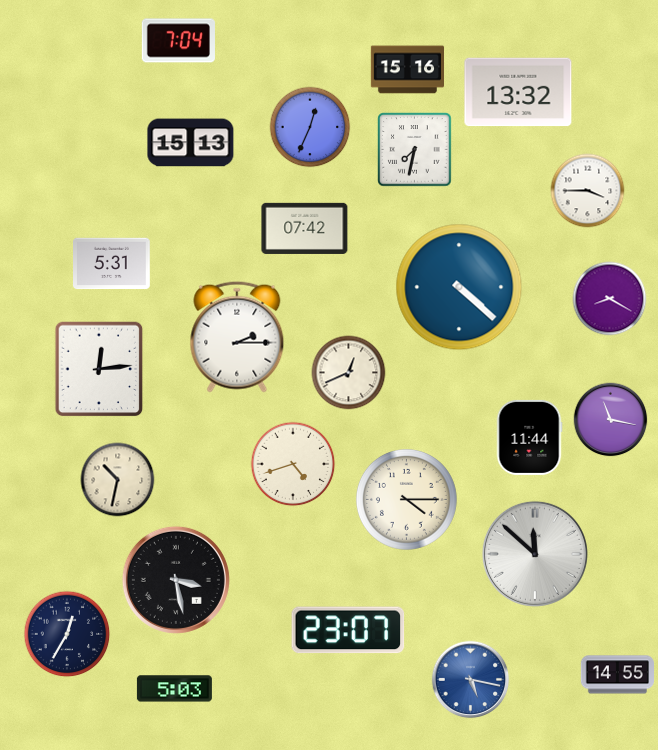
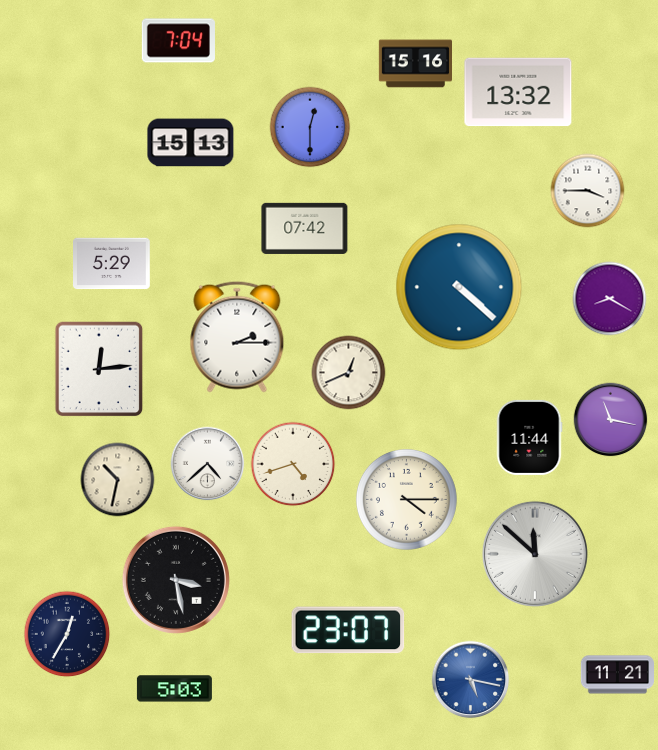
clock at (407, 70) position: (407, 70) -> (415, 64)
clock at (310, 127): 12:34 -> 12:30
clock at (415, 150): 7:32 -> none
clock at (112, 264): 5:31 -> 5:29
clock at (208, 464): none -> 4:38
clock at (617, 675): 14:55 -> 11:21
